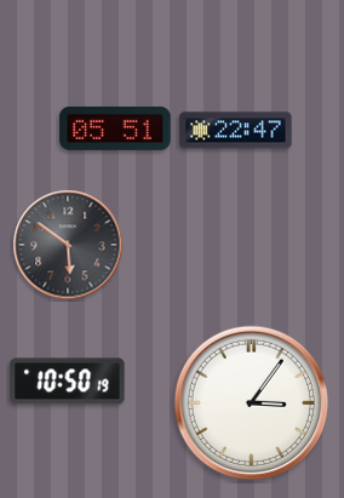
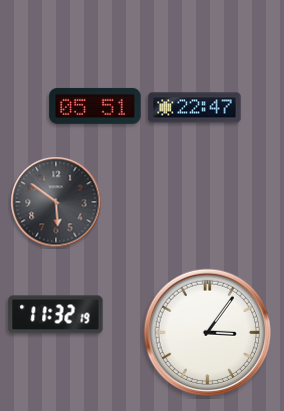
clock at (68, 382): 10:50 -> 11:32
